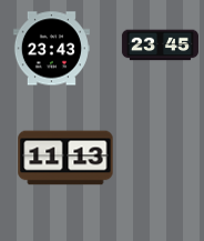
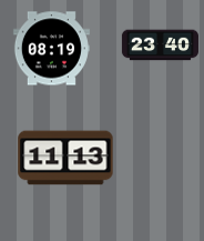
clock at (160, 46): 23:45 -> 23:40
clock at (51, 49): 23:43 -> 08:19
